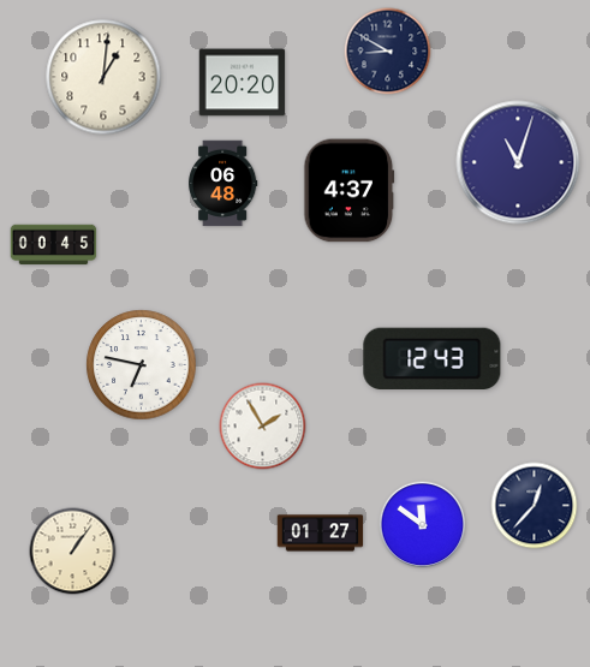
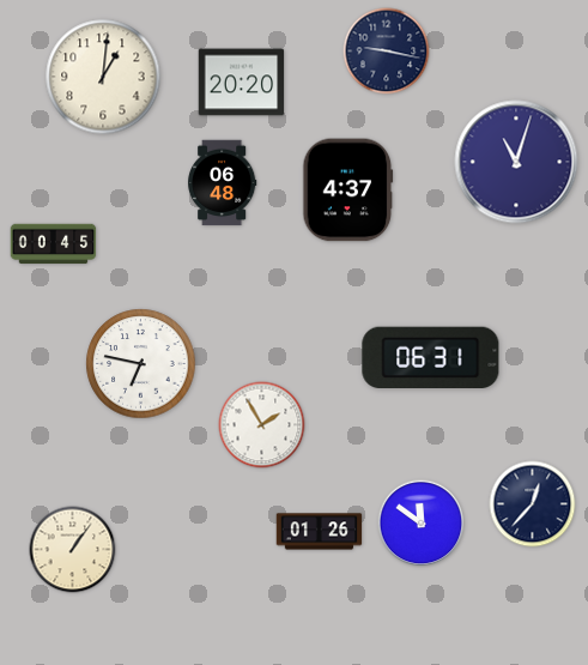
clock at (388, 52): 8:50 -> 9:17
clock at (433, 359): 12:43 -> 06:31
clock at (321, 534): 01:27 -> 01:26
